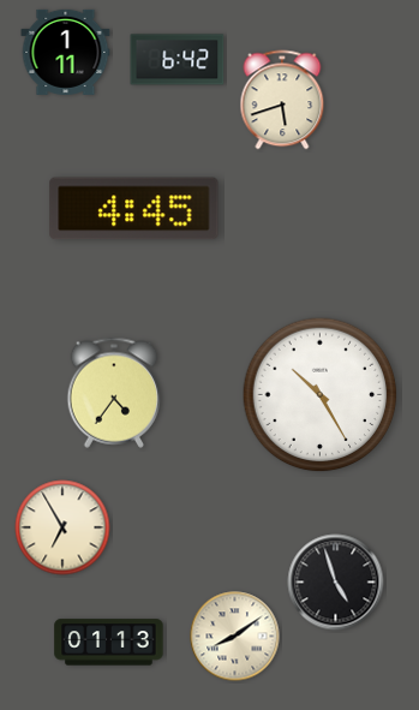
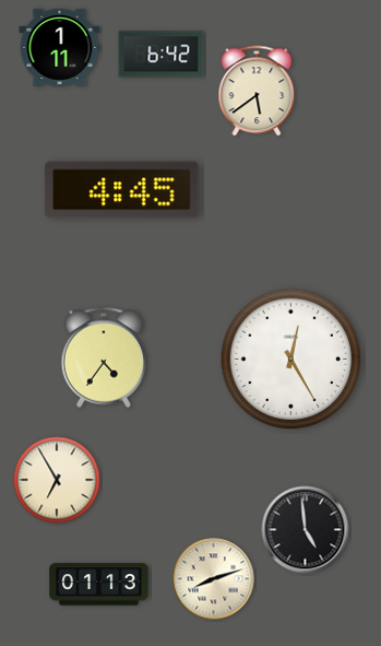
clock at (282, 100): 5:42 -> 5:39
clock at (321, 395): 10:25 -> 12:25
clock at (336, 583): 4:57 -> 4:59
clock at (235, 637): 8:09 -> 8:12
